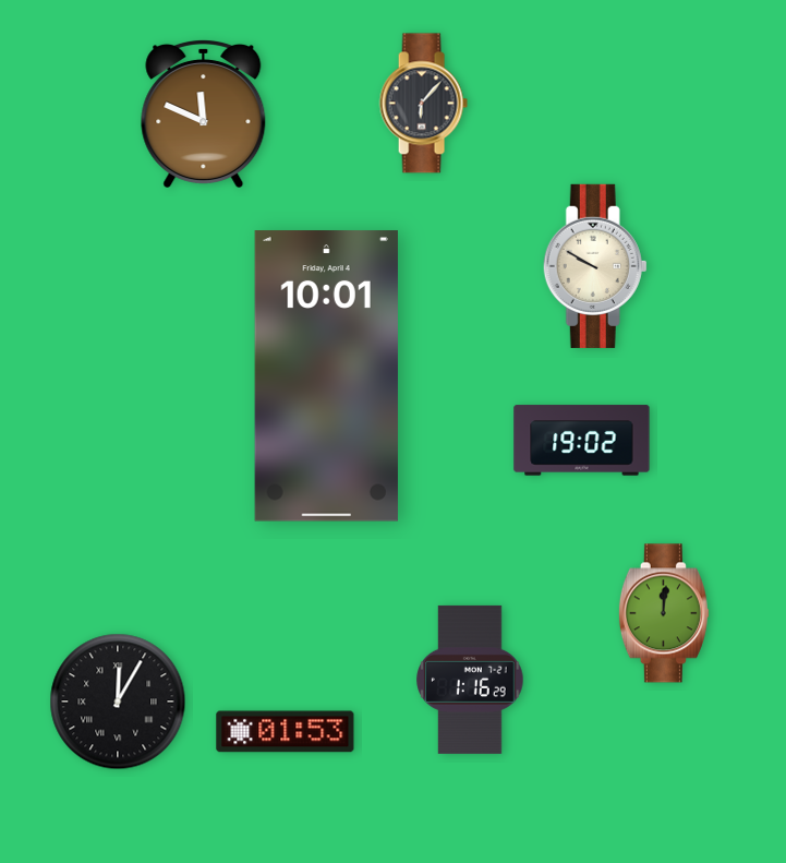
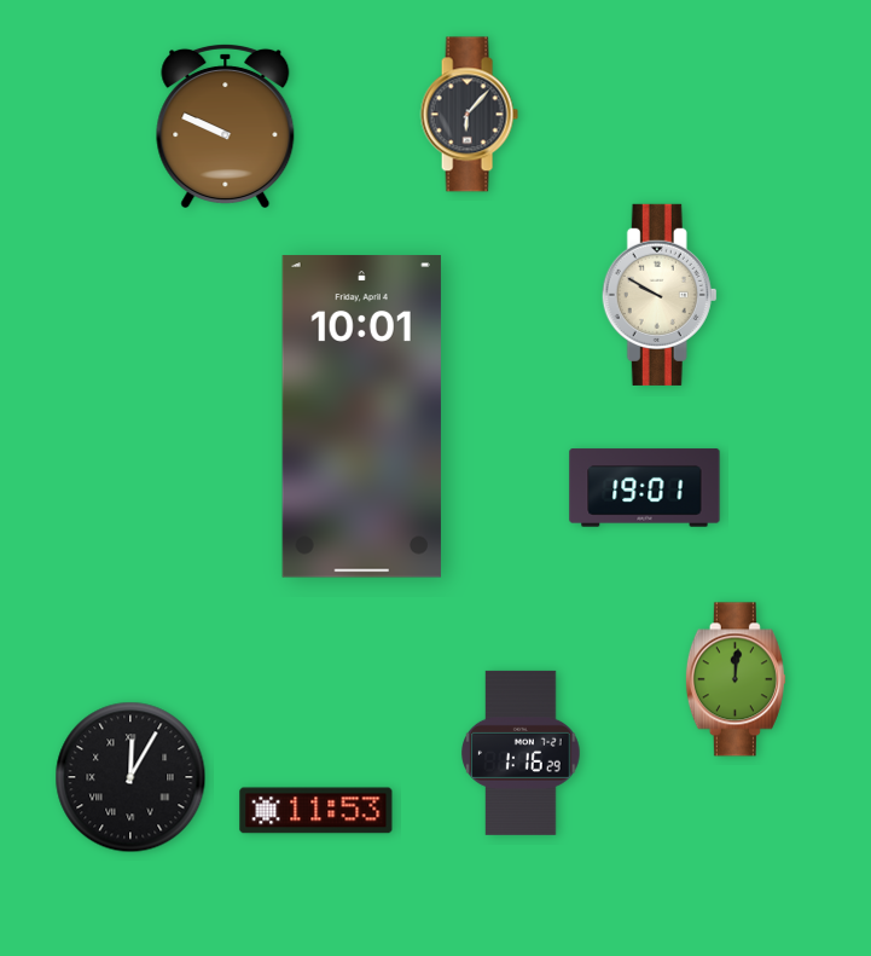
clock at (204, 113): 11:49 -> 9:49
clock at (582, 441): 19:02 -> 19:01
clock at (286, 732): 01:53 -> 11:53
